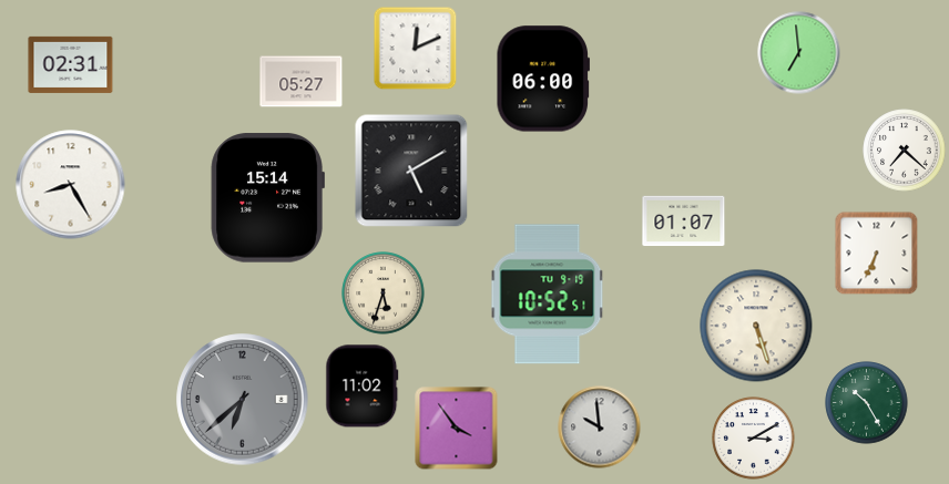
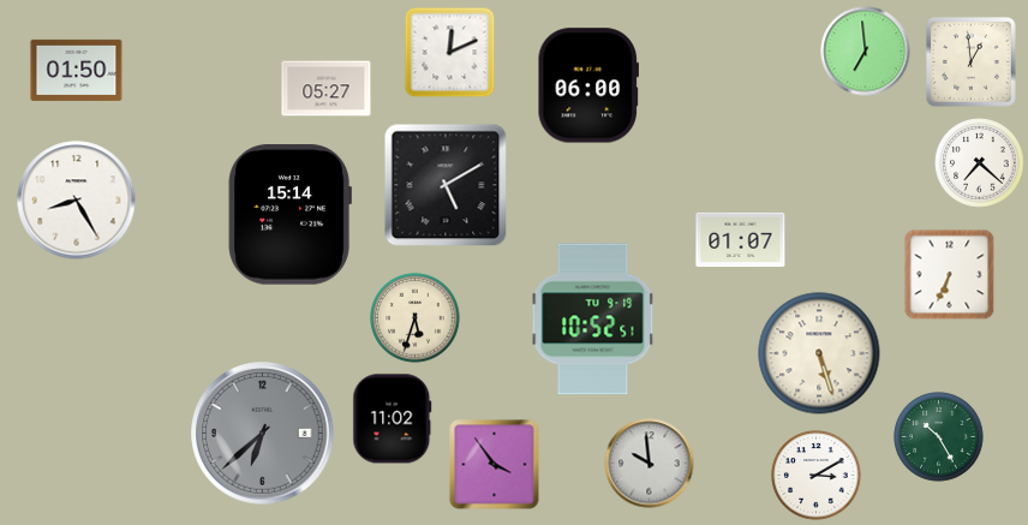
clock at (799, 53) position: (799, 53) -> (866, 52)
clock at (972, 62): none -> 12:59
clock at (71, 64): 02:31 -> 01:50
